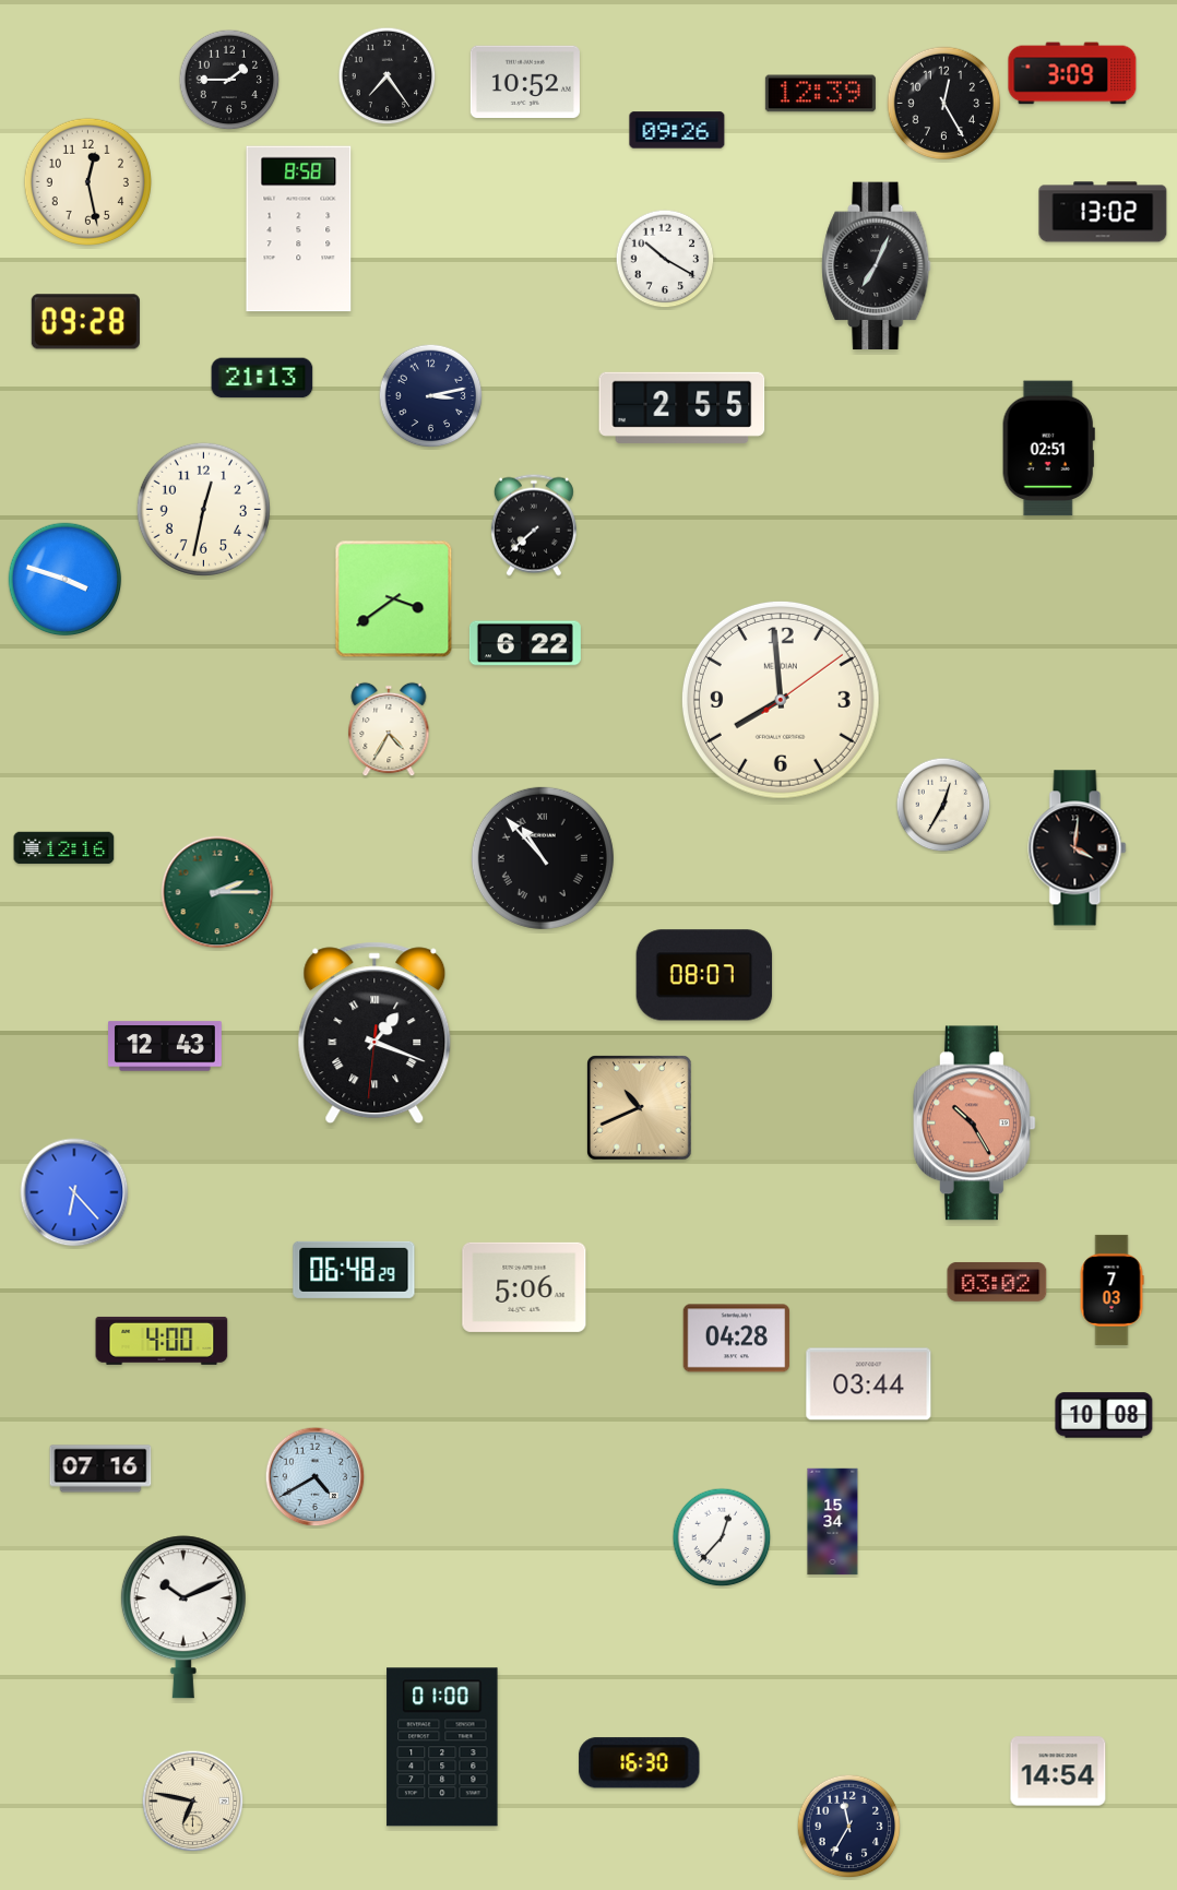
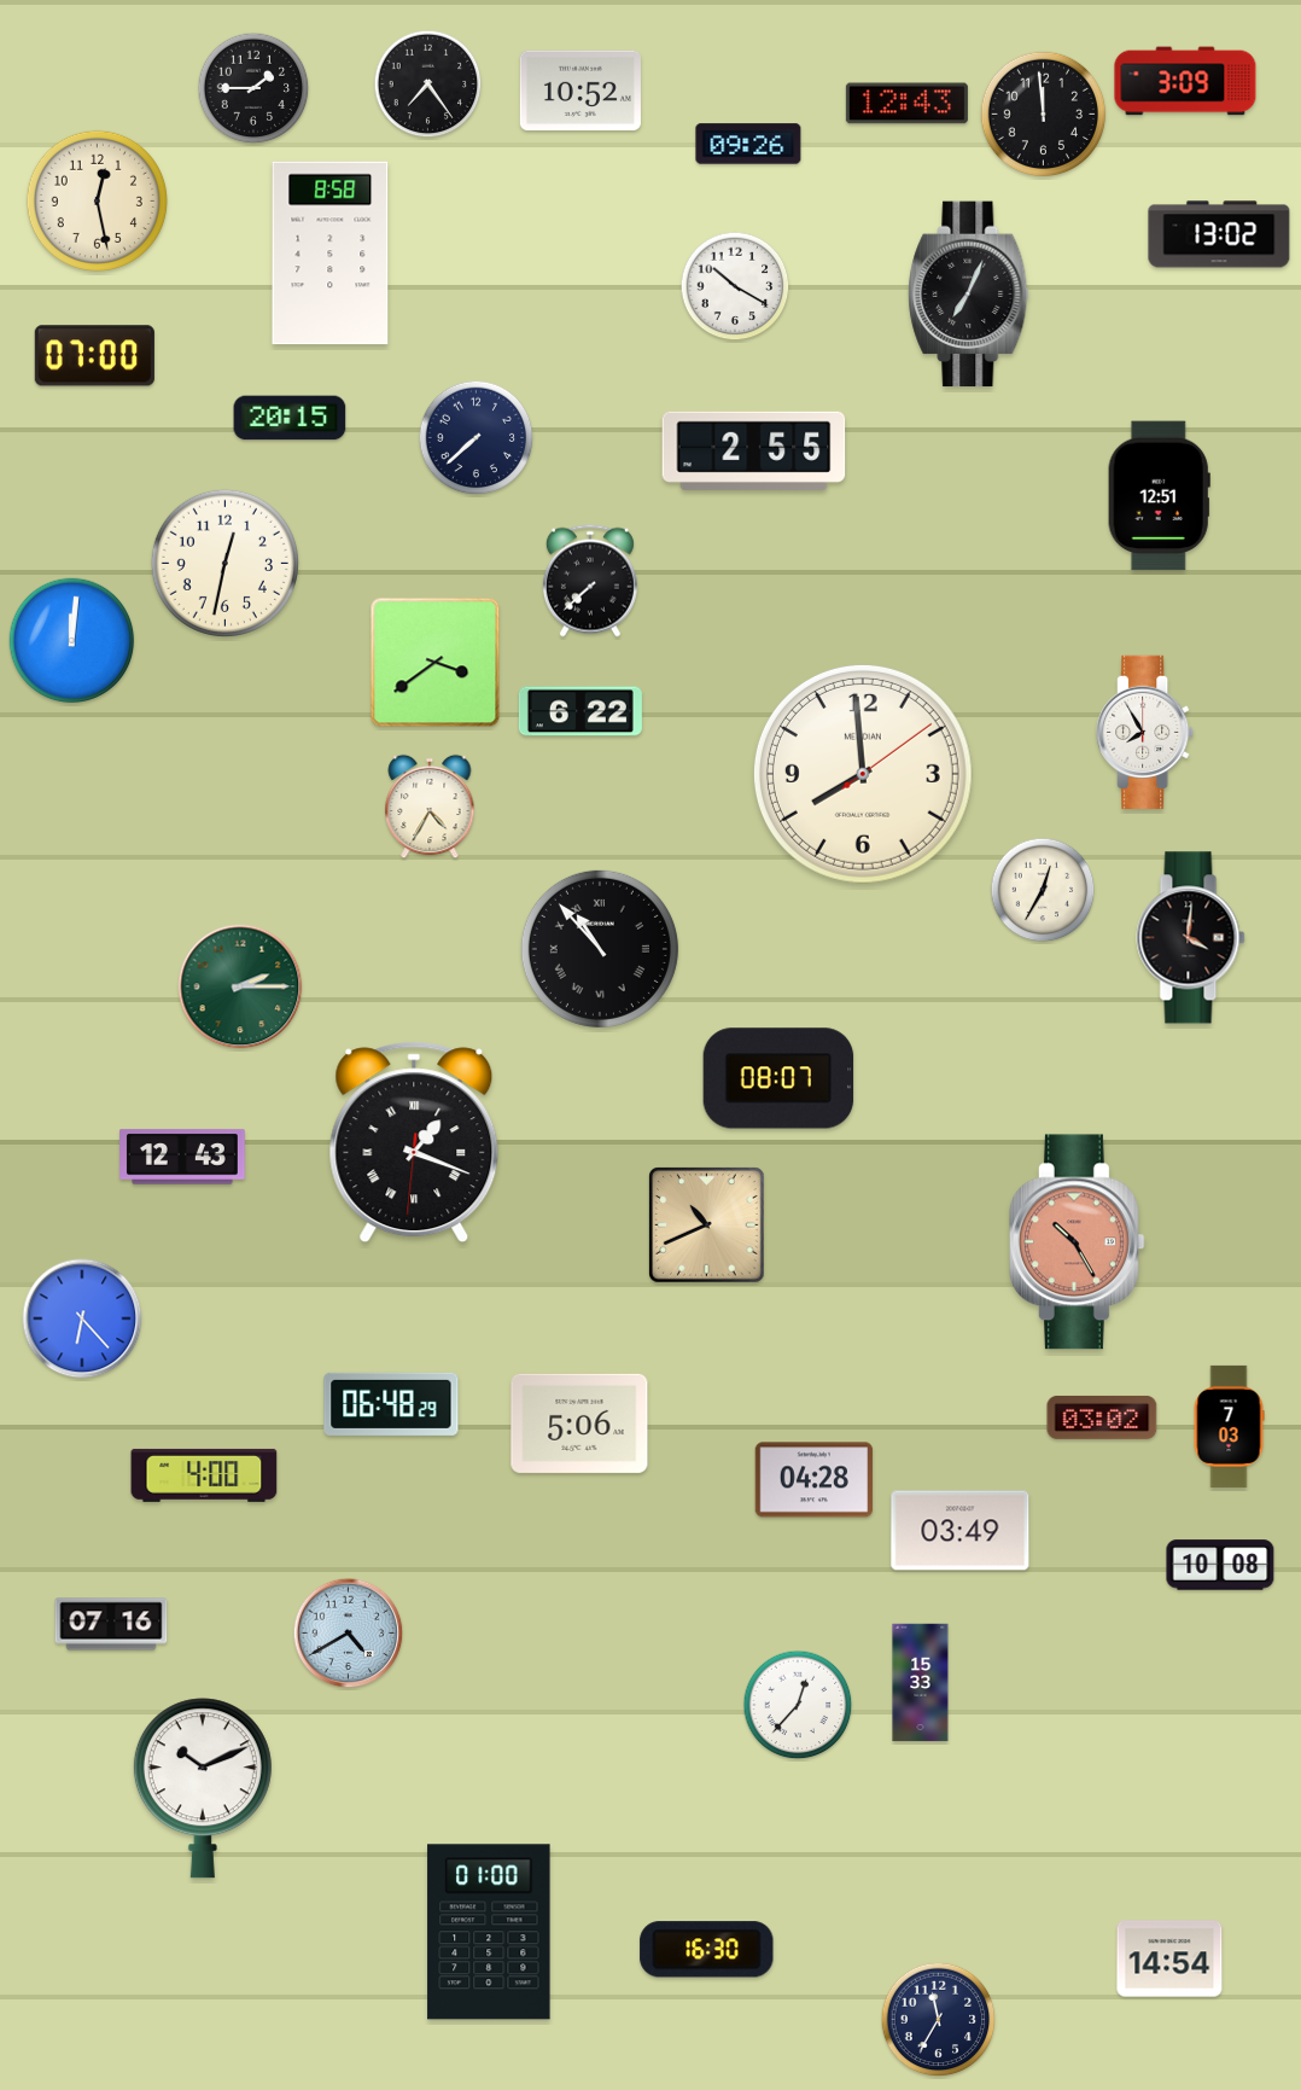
clock at (820, 94): 12:39 -> 12:43
clock at (944, 104): 12:25 -> 11:59
clock at (85, 322): 09:28 -> 07:00
clock at (262, 378): 21:13 -> 20:15
clock at (431, 396): 3:13 -> 7:38
clock at (1048, 449): 02:51 -> 12:51
clock at (66, 580): 3:48 -> 12:01
clock at (1145, 732): none -> 7:55
clock at (64, 848): 12:16 -> none
clock at (162, 1341) position: (162, 1341) -> (204, 1475)
clock at (869, 1384): 03:44 -> 03:49
clock at (833, 1522): 15:34 -> 15:33
clock at (722, 1537) position: (722, 1537) -> (798, 1705)
clock at (193, 1802): 6:47 -> none
